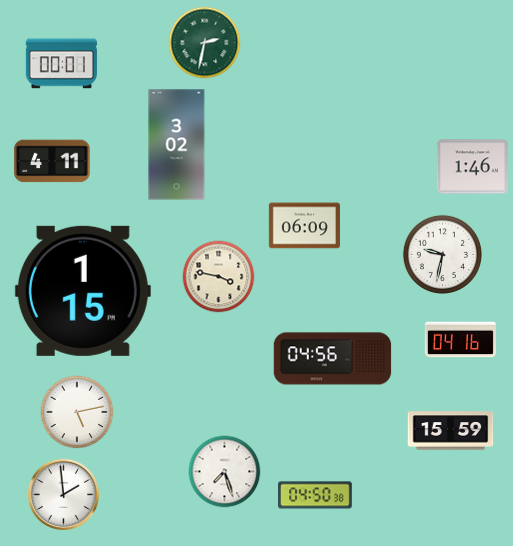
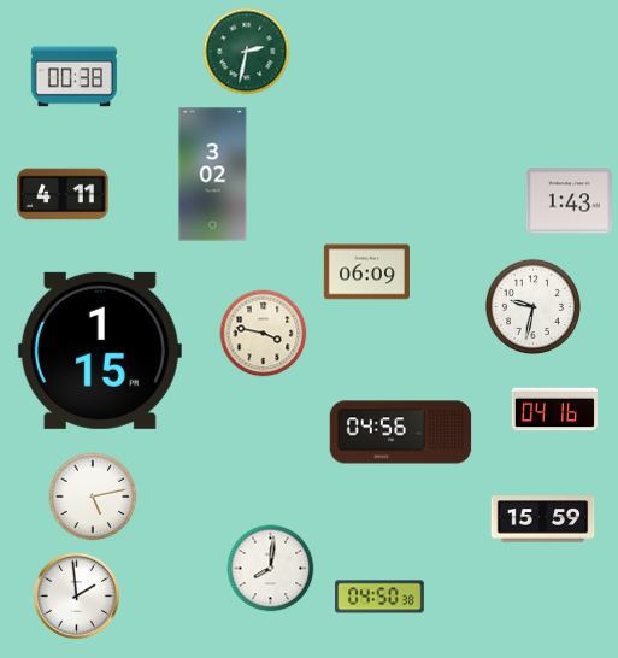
clock at (61, 64): 00:01 -> 00:38
clock at (472, 167): 1:46 -> 1:43
clock at (225, 472): 7:27 -> 8:01
